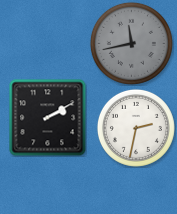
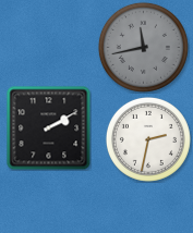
clock at (47, 117) position: (47, 117) -> (48, 127)
